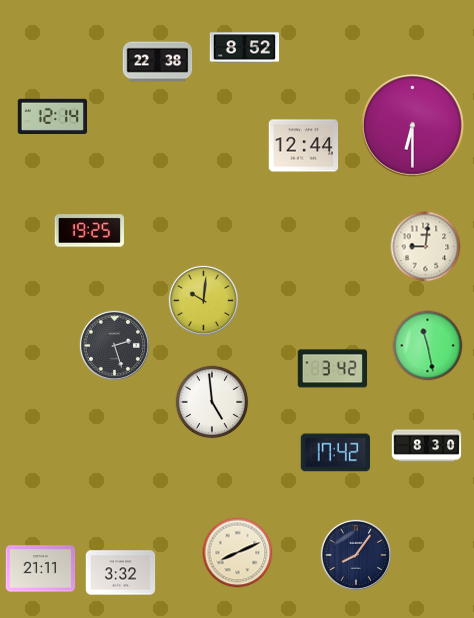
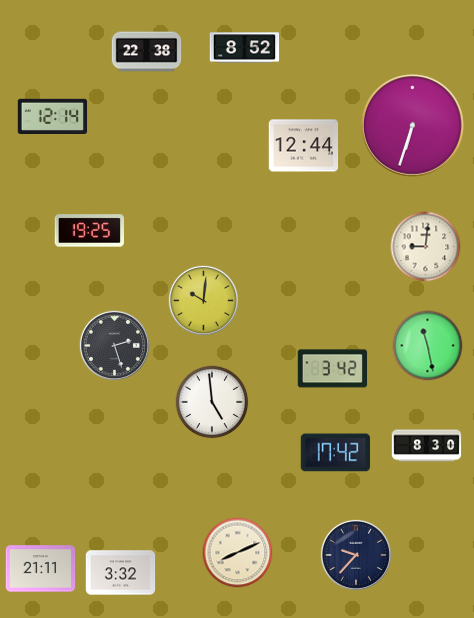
clock at (158, 62) position: (158, 62) -> (147, 52)
clock at (413, 126): 6:30 -> 6:33
clock at (356, 555): 8:06 -> 9:37
